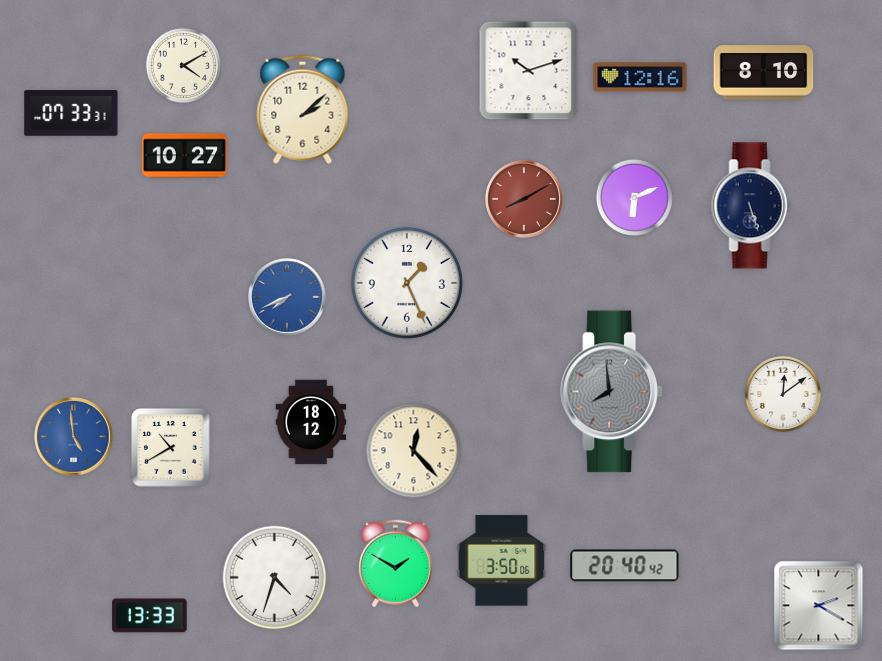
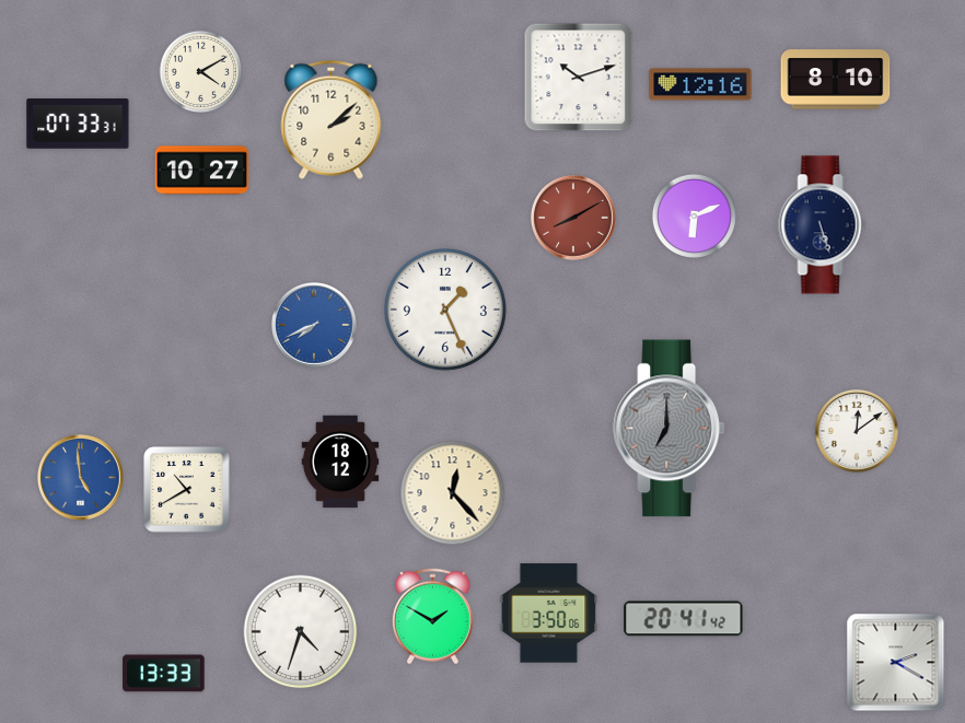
clock at (611, 392): 7:59 -> 7:00
clock at (625, 566): 20:40 -> 20:41
